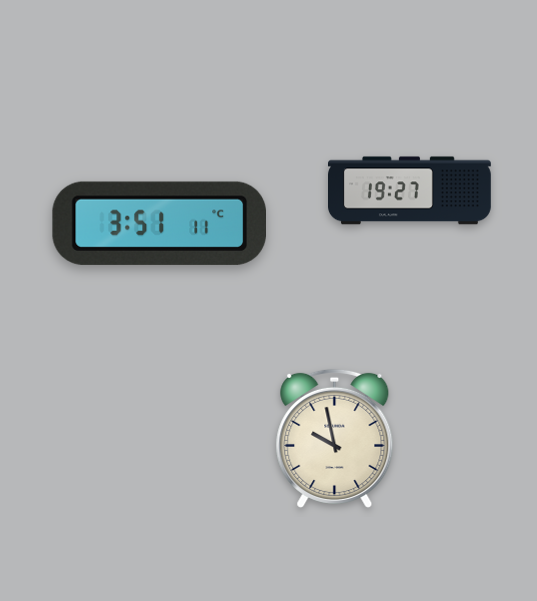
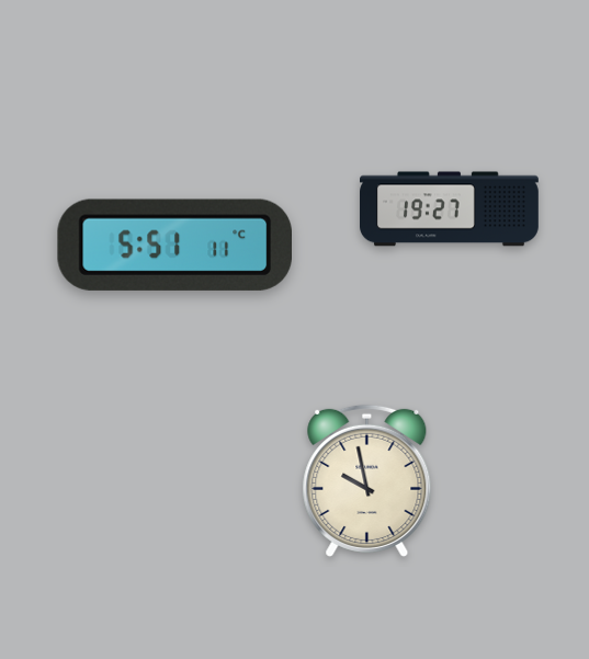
clock at (159, 223): 3:51 -> 5:51
